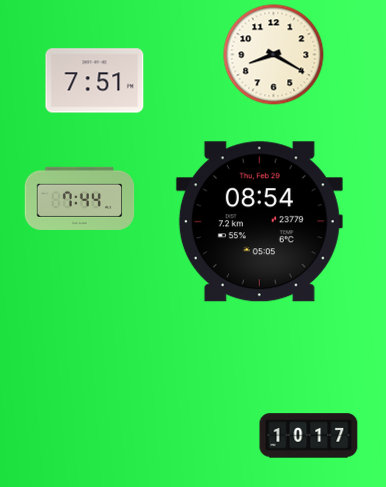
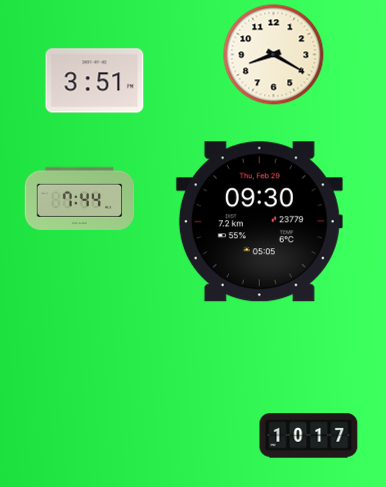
clock at (95, 81): 7:51 -> 3:51
clock at (259, 222): 08:54 -> 09:30
